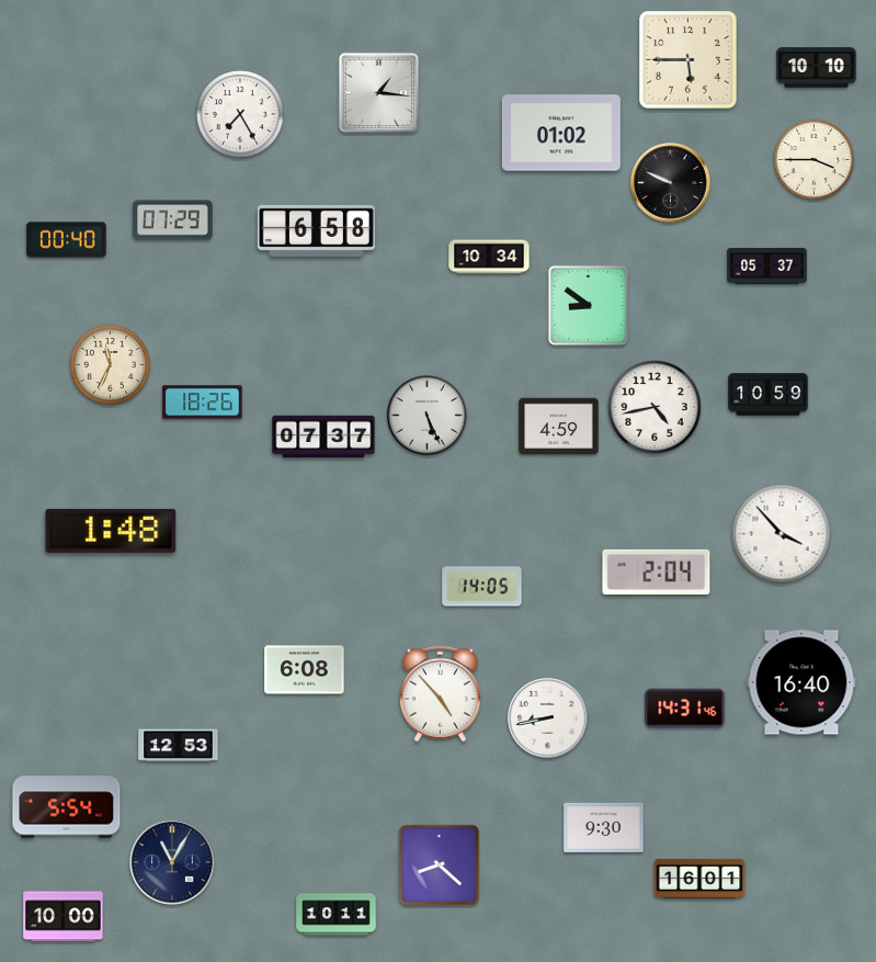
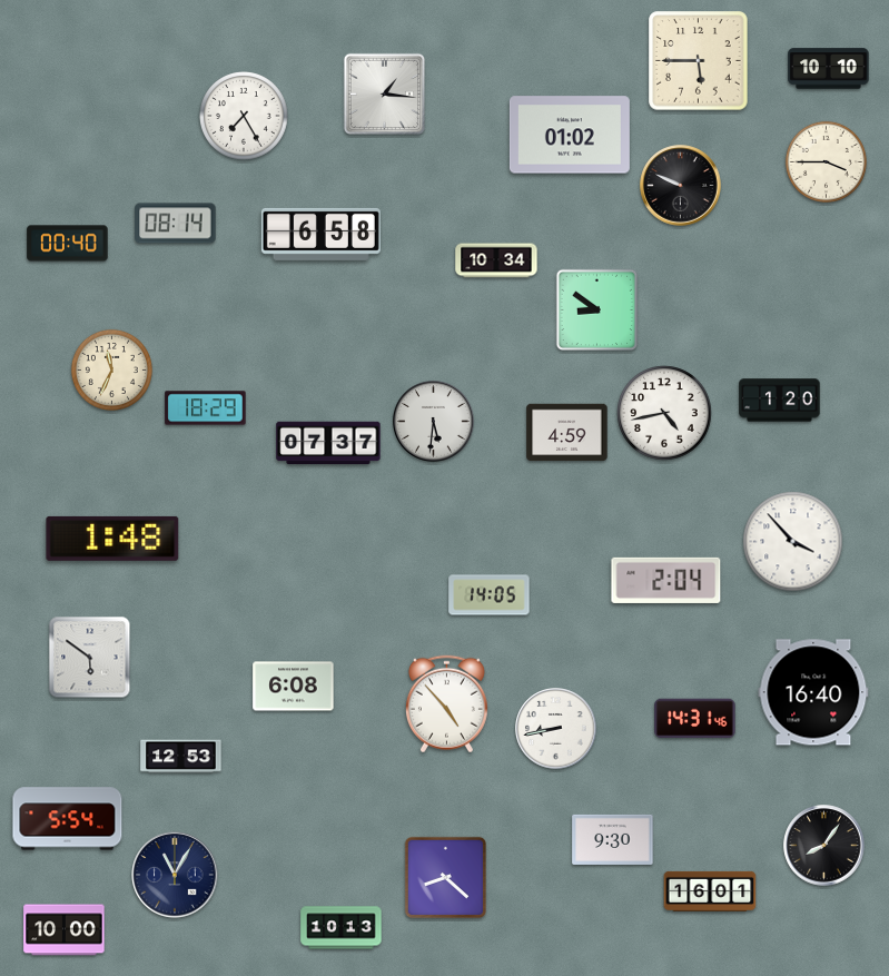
clock at (173, 220): 07:29 -> 08:14
clock at (767, 267): 05:37 -> none
clock at (769, 395): 10:59 -> 1:20
clock at (203, 403): 18:26 -> 18:29
clock at (428, 416): 5:26 -> 5:31
clock at (90, 658): none -> 5:51
clock at (305, 670) position: (305, 670) -> (294, 687)
clock at (824, 846): none -> 8:06
clock at (337, 915): 10:11 -> 10:13
